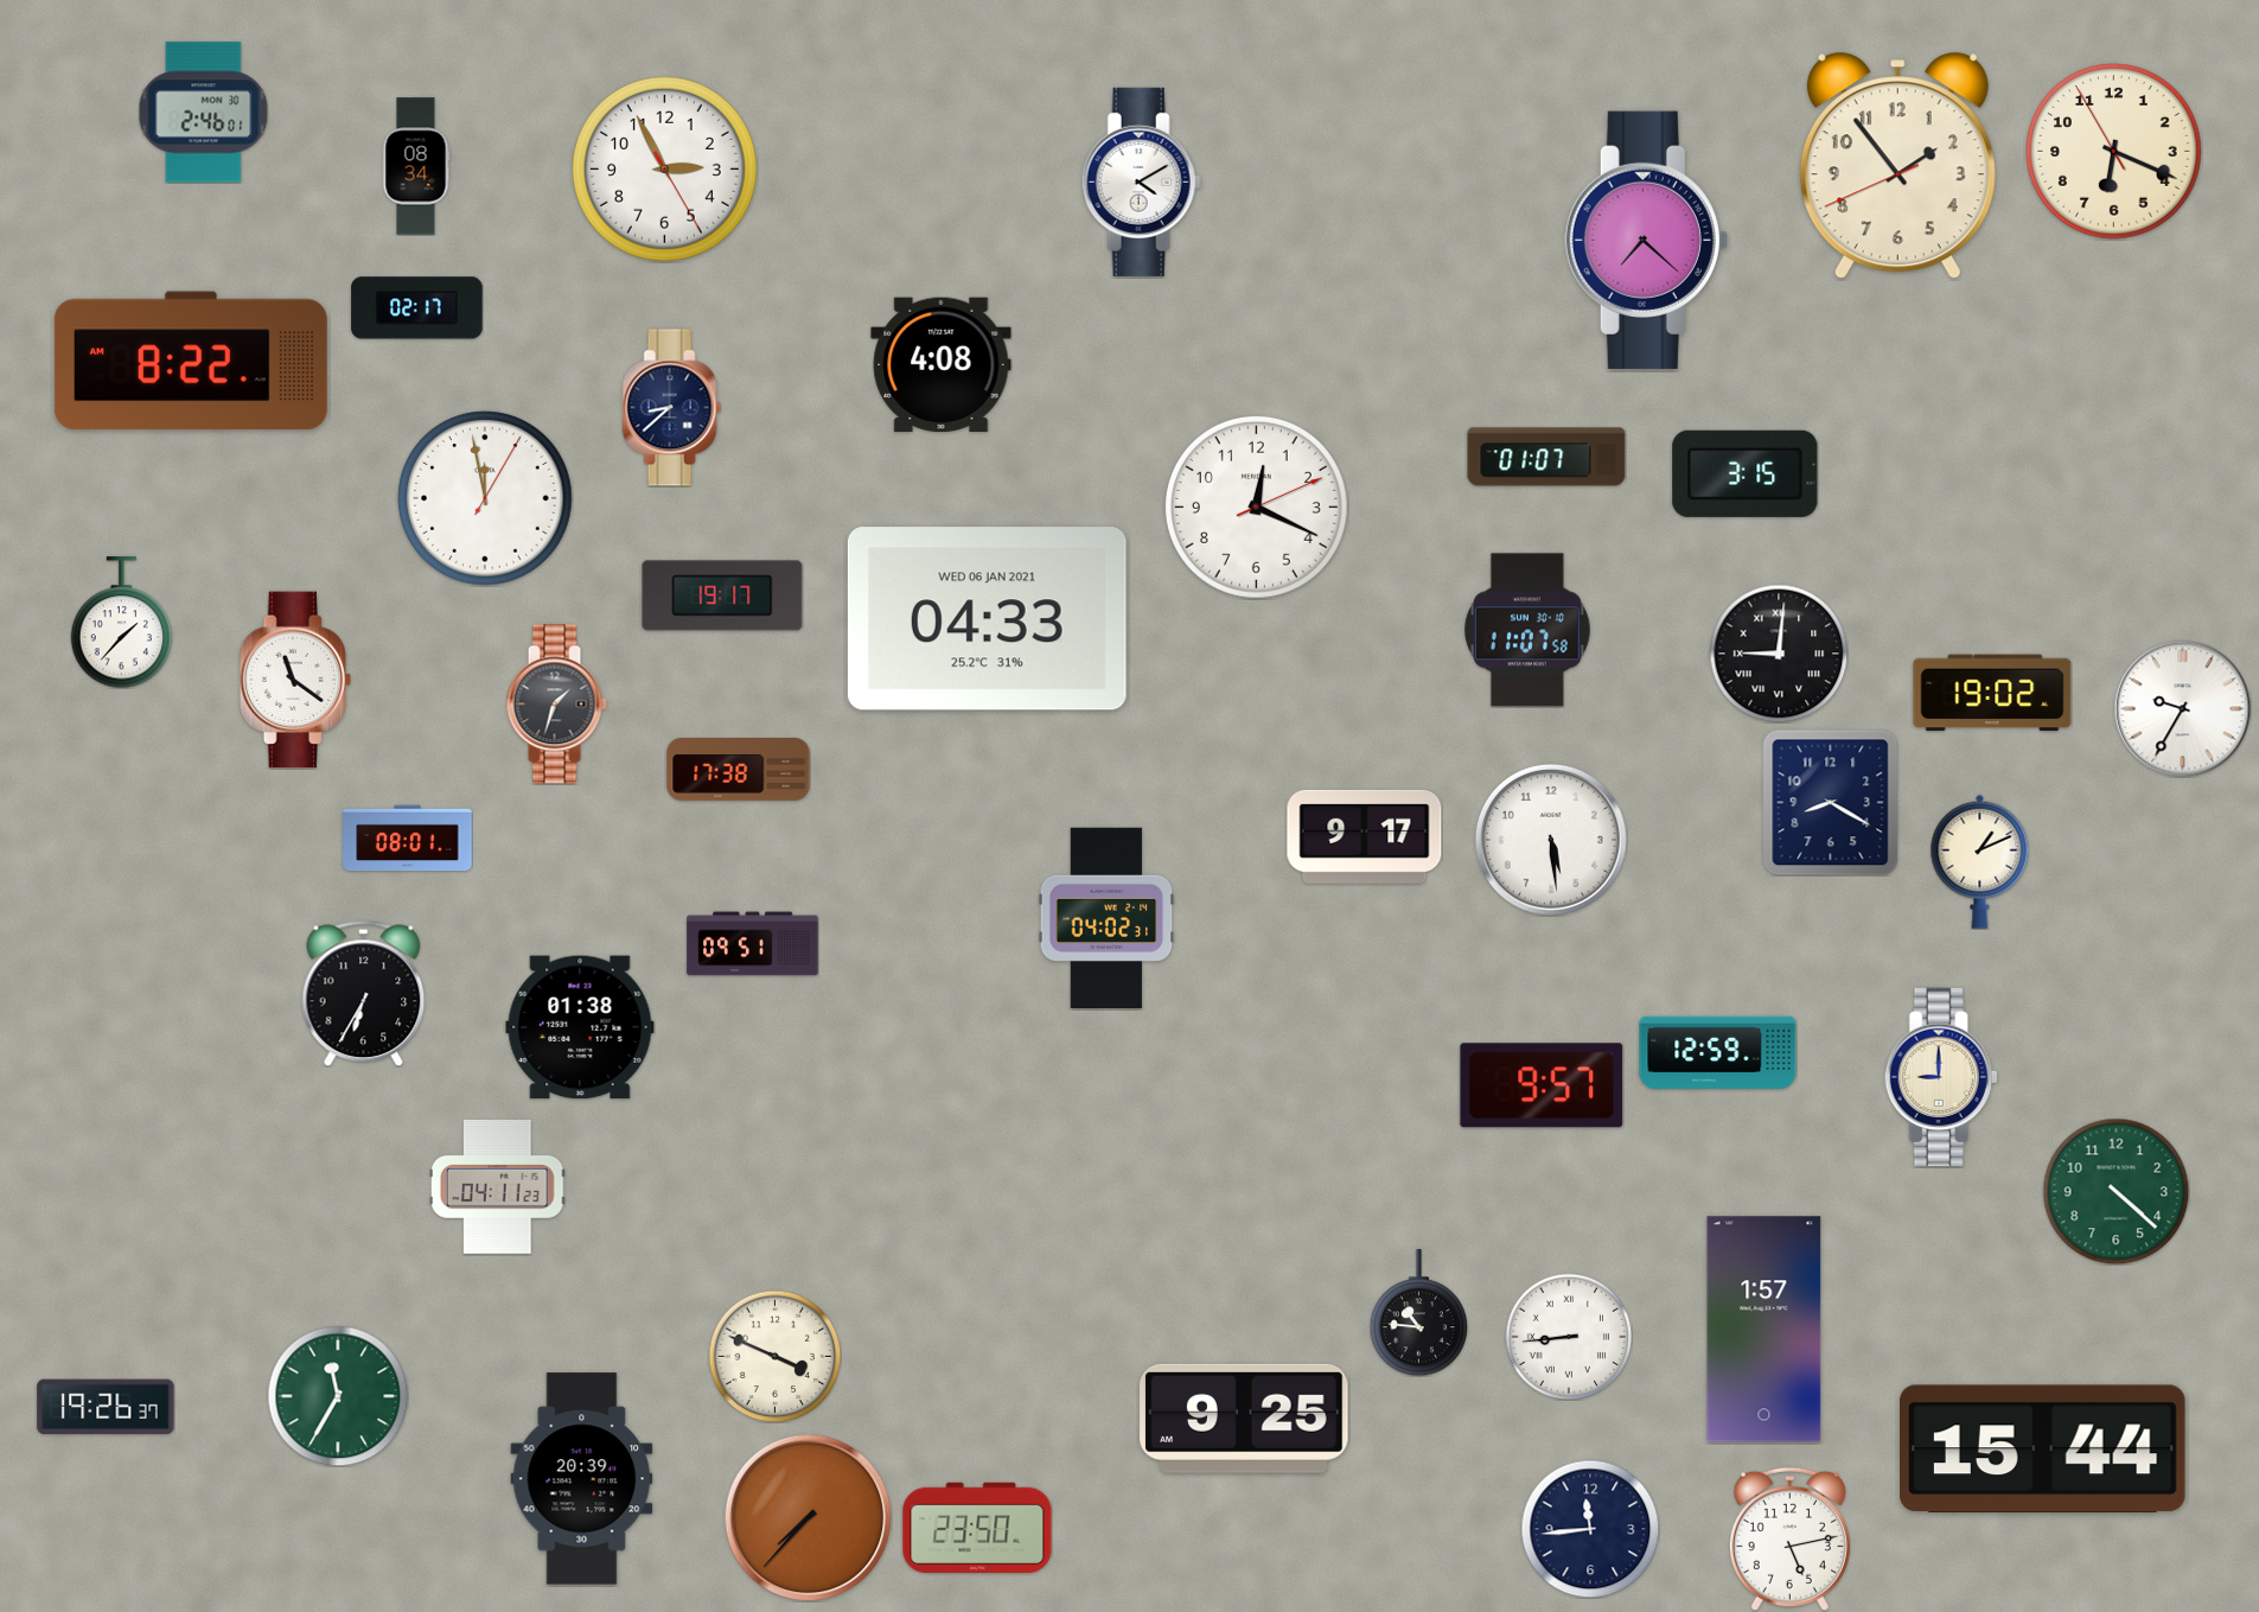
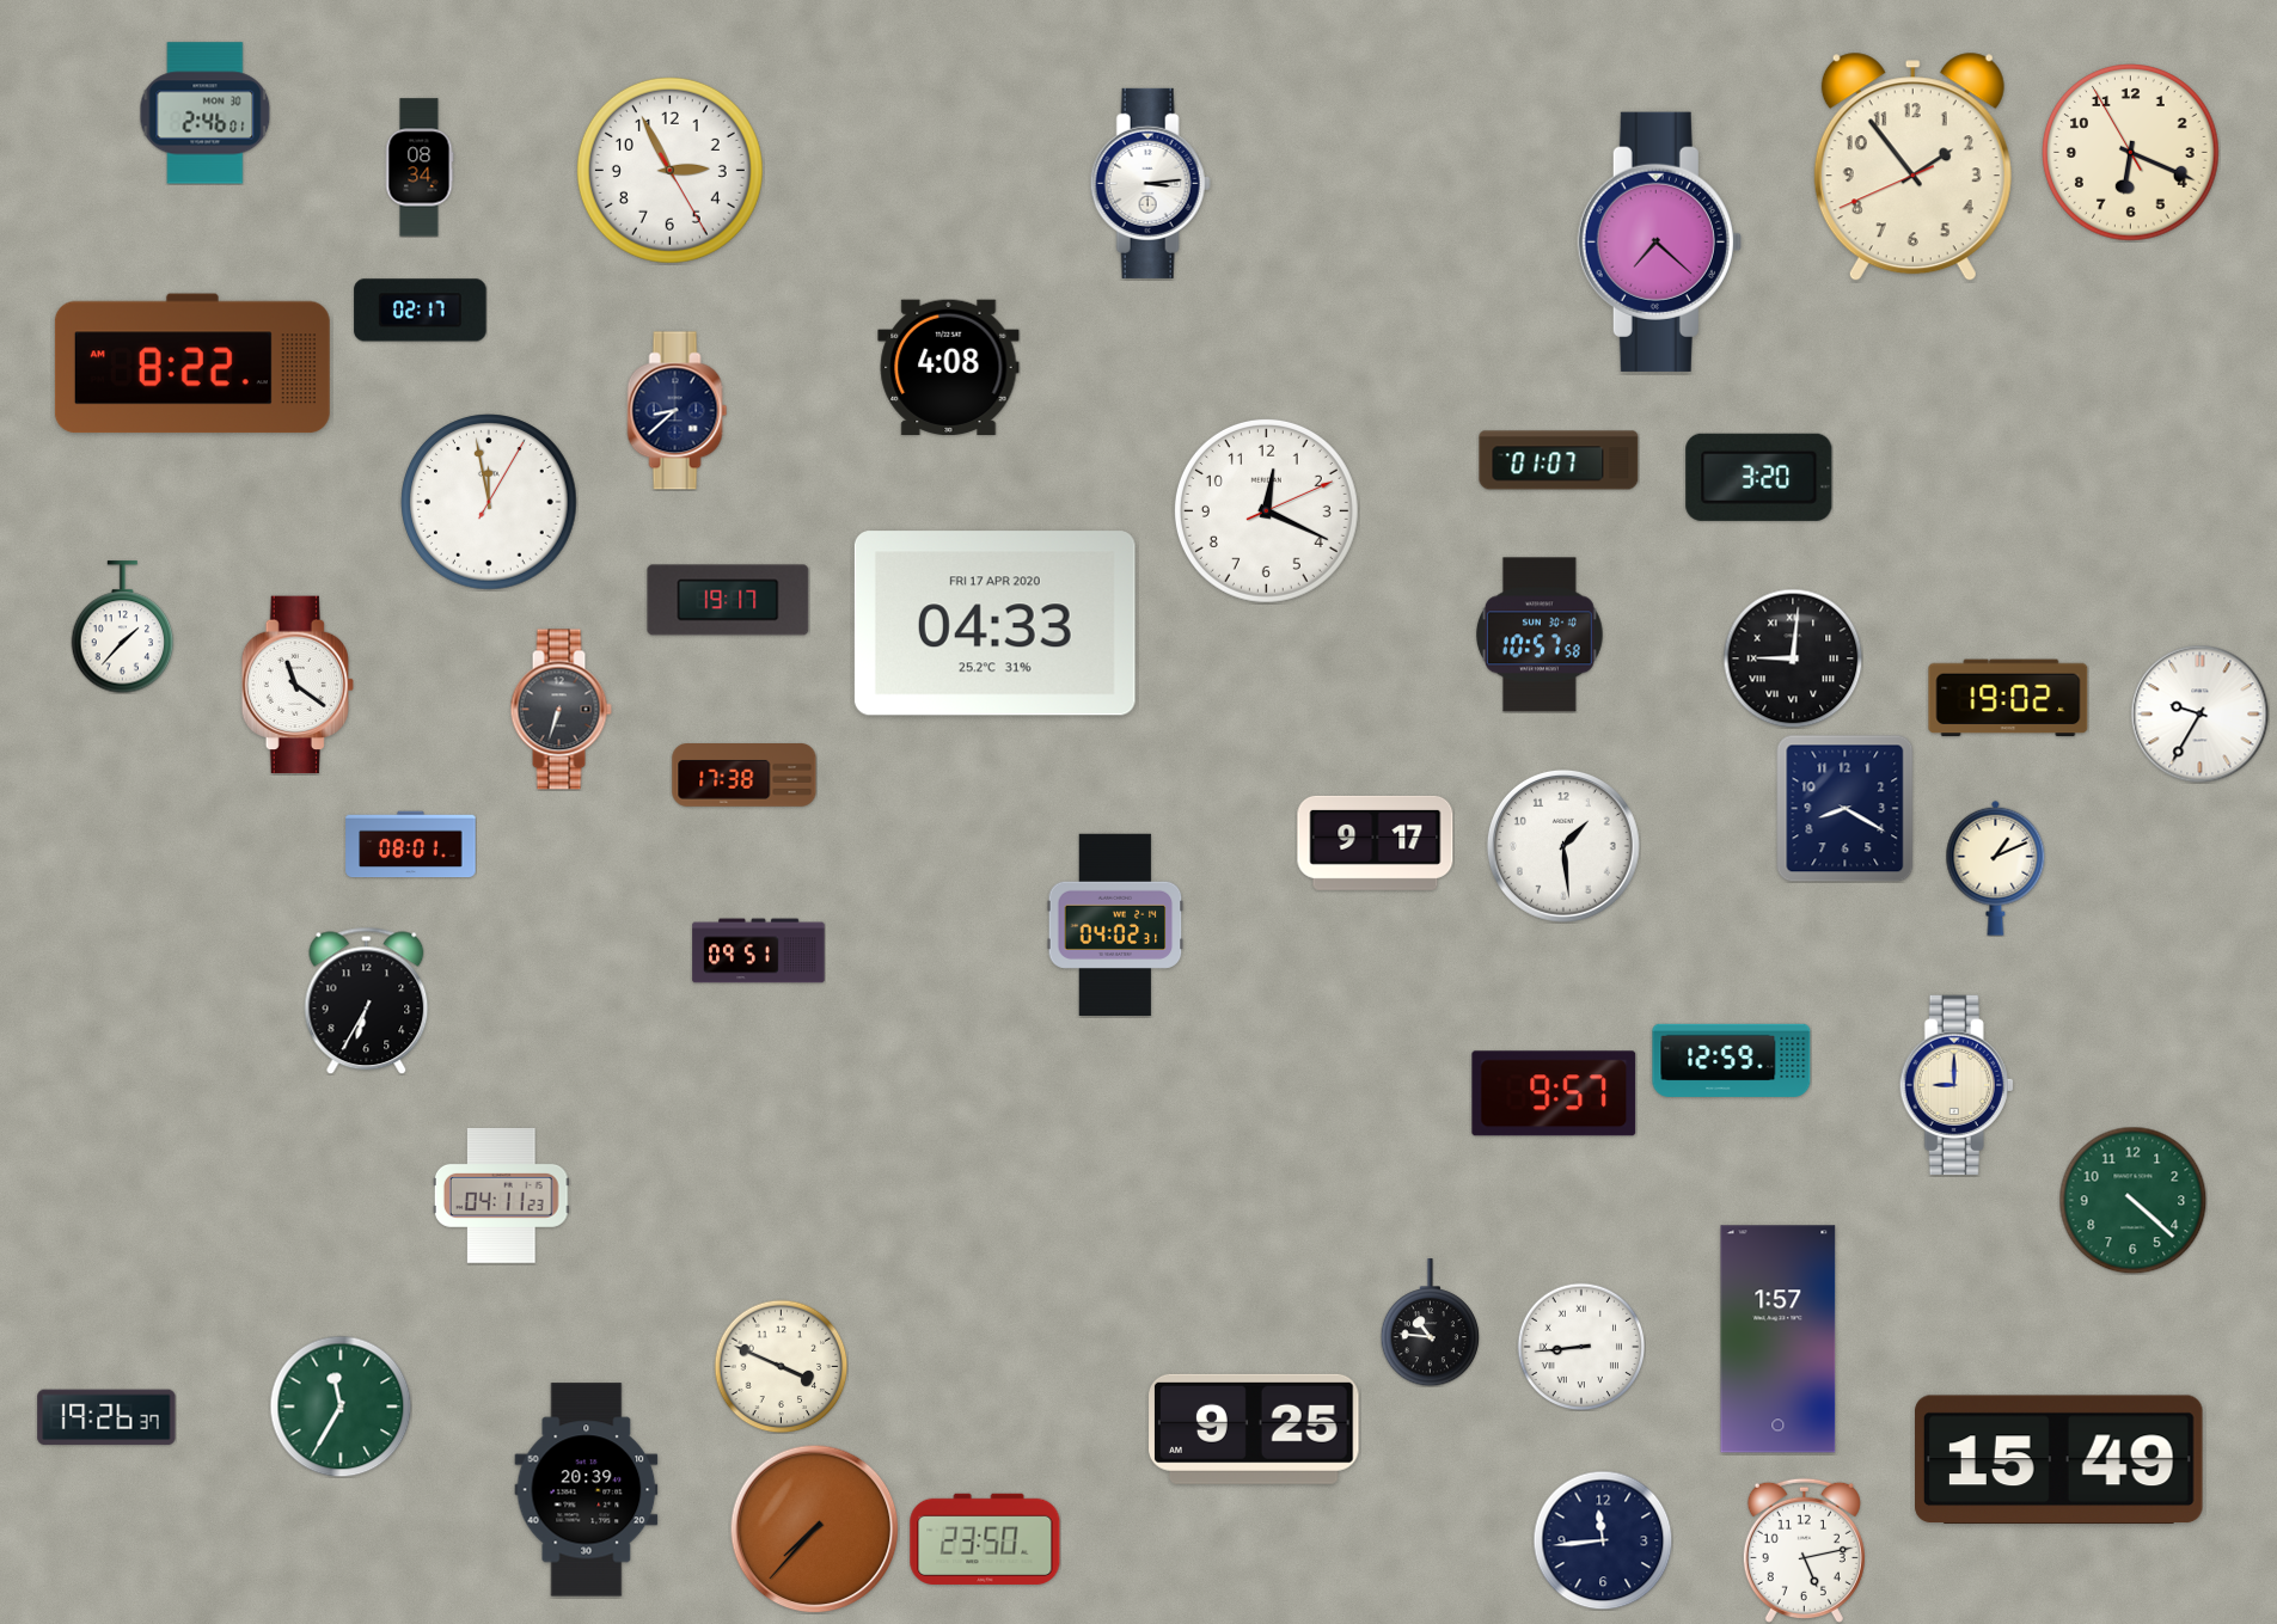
clock at (1141, 181): 4:10 -> 3:14
clock at (1746, 473): 3:15 -> 3:20
clock at (987, 619) date: WED 06 JAN 2021 -> FRI 17 APR 2020
clock at (1527, 630): 11:07 -> 10:57
clock at (556, 705): 1:33 -> 6:33
clock at (1551, 840): 5:29 -> 1:29
clock at (580, 1027): 01:38 -> none
clock at (2043, 1449): 15:44 -> 15:49
